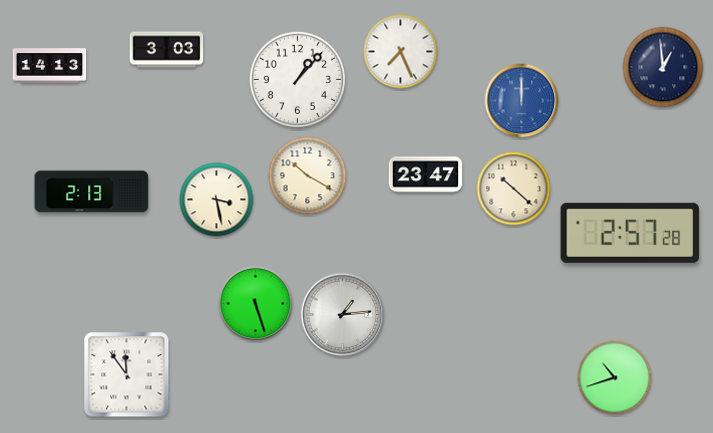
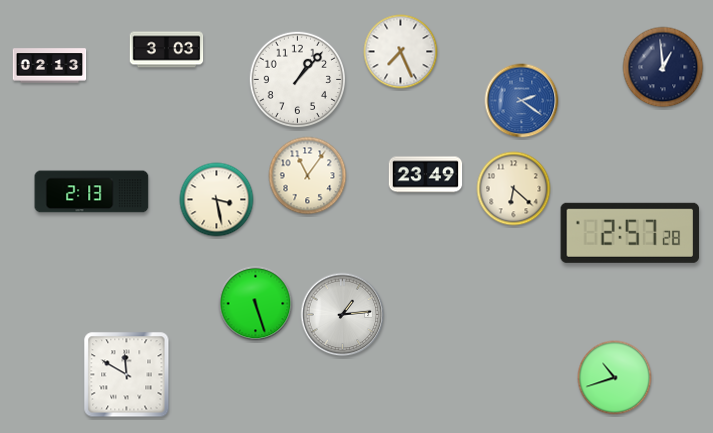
clock at (50, 66): 14:13 -> 02:13
clock at (522, 101): 12:00 -> 2:21
clock at (426, 175): 23:47 -> 23:49
clock at (308, 176): 10:20 -> 11:06
clock at (514, 189): 10:22 -> 6:22
clock at (127, 375): 11:54 -> 11:50
